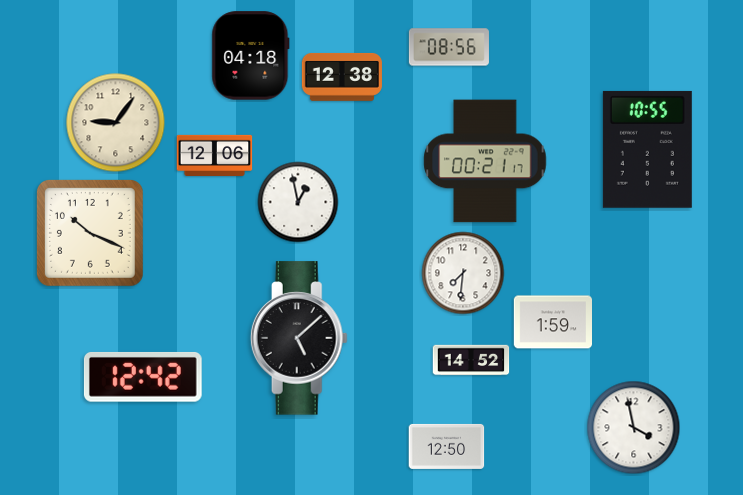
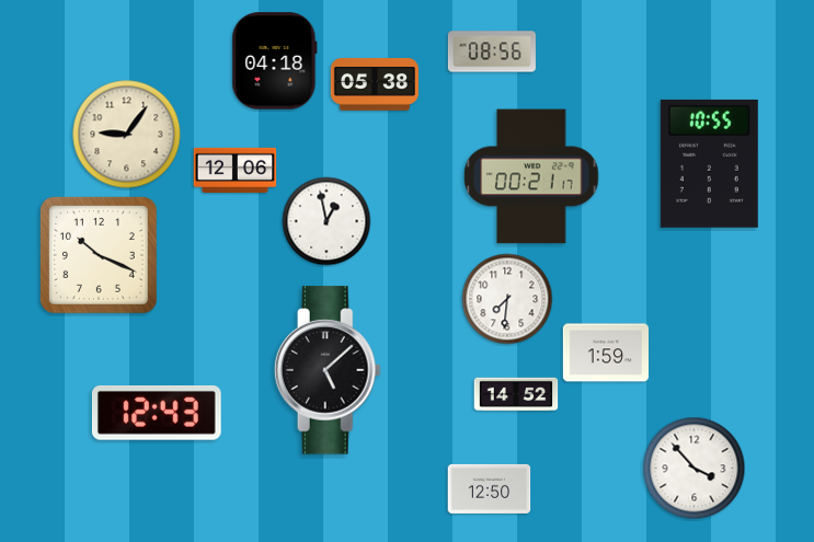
clock at (342, 77): 12:38 -> 05:38
clock at (143, 377): 12:42 -> 12:43
clock at (634, 428): 3:58 -> 3:53
